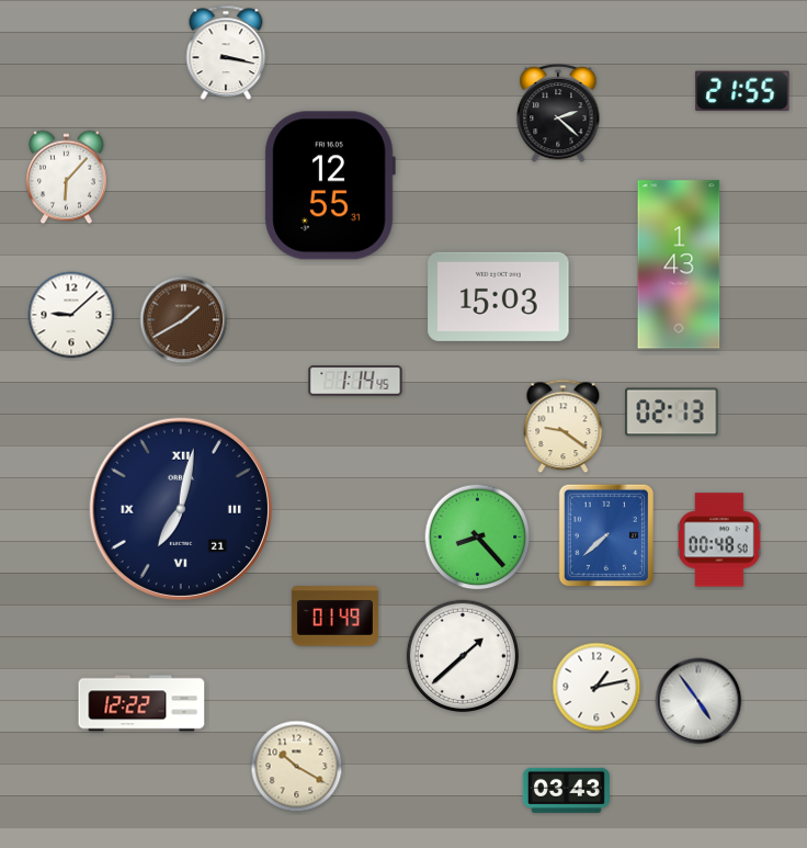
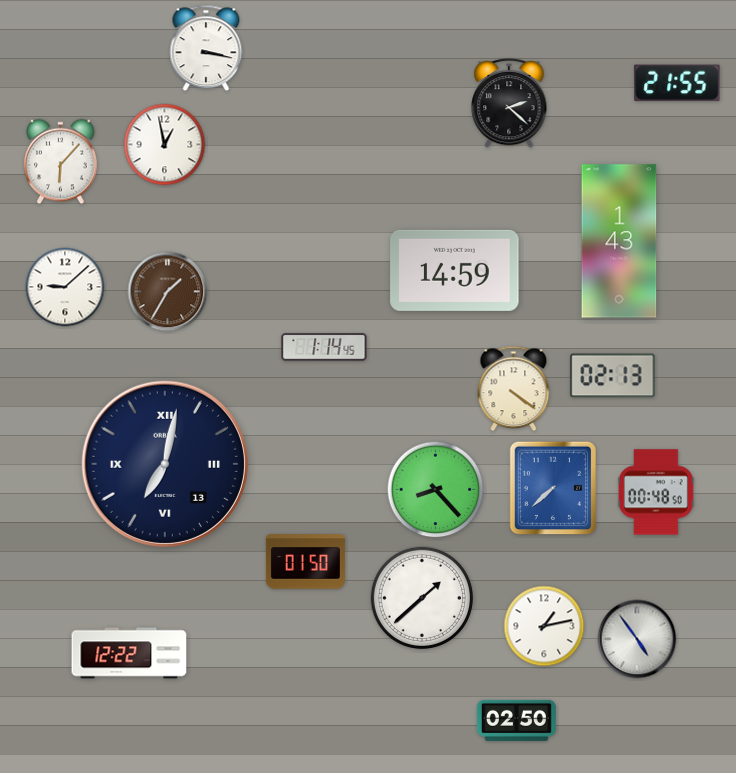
clock at (165, 145): none -> 12:58
clock at (330, 185): 12:55 -> none
clock at (499, 296): 15:03 -> 14:59
clock at (184, 320): 1:40 -> 1:35
clock at (564, 427): 9:21 -> 4:21
clock at (181, 509) date: 21 -> 13
clock at (334, 617): 01:49 -> 01:50
clock at (141, 703) position: (141, 703) -> (129, 653)
clock at (297, 767): 10:20 -> none
clock at (566, 790): 03:43 -> 02:50
